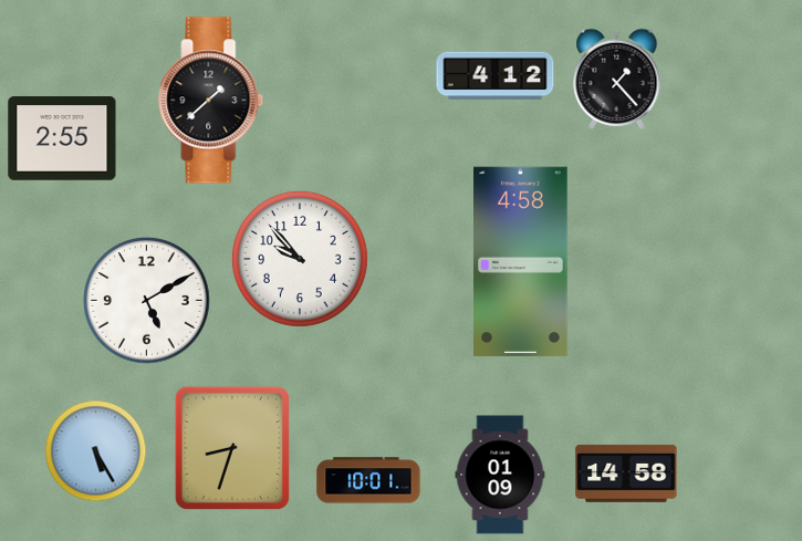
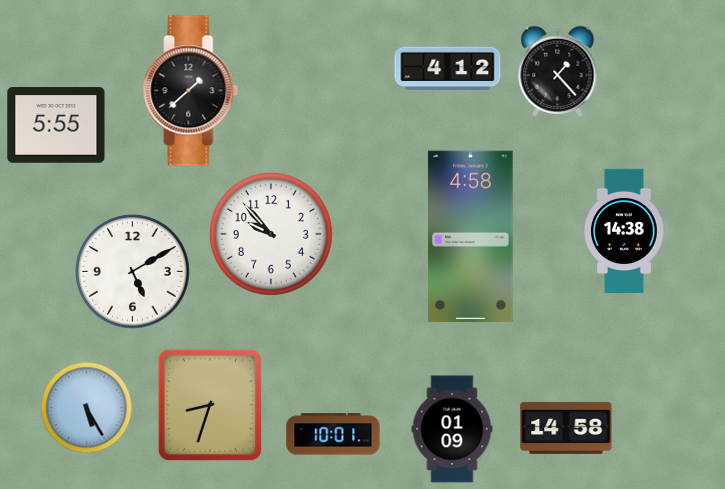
clock at (62, 138): 2:55 -> 5:55
clock at (624, 230): none -> 14:38
